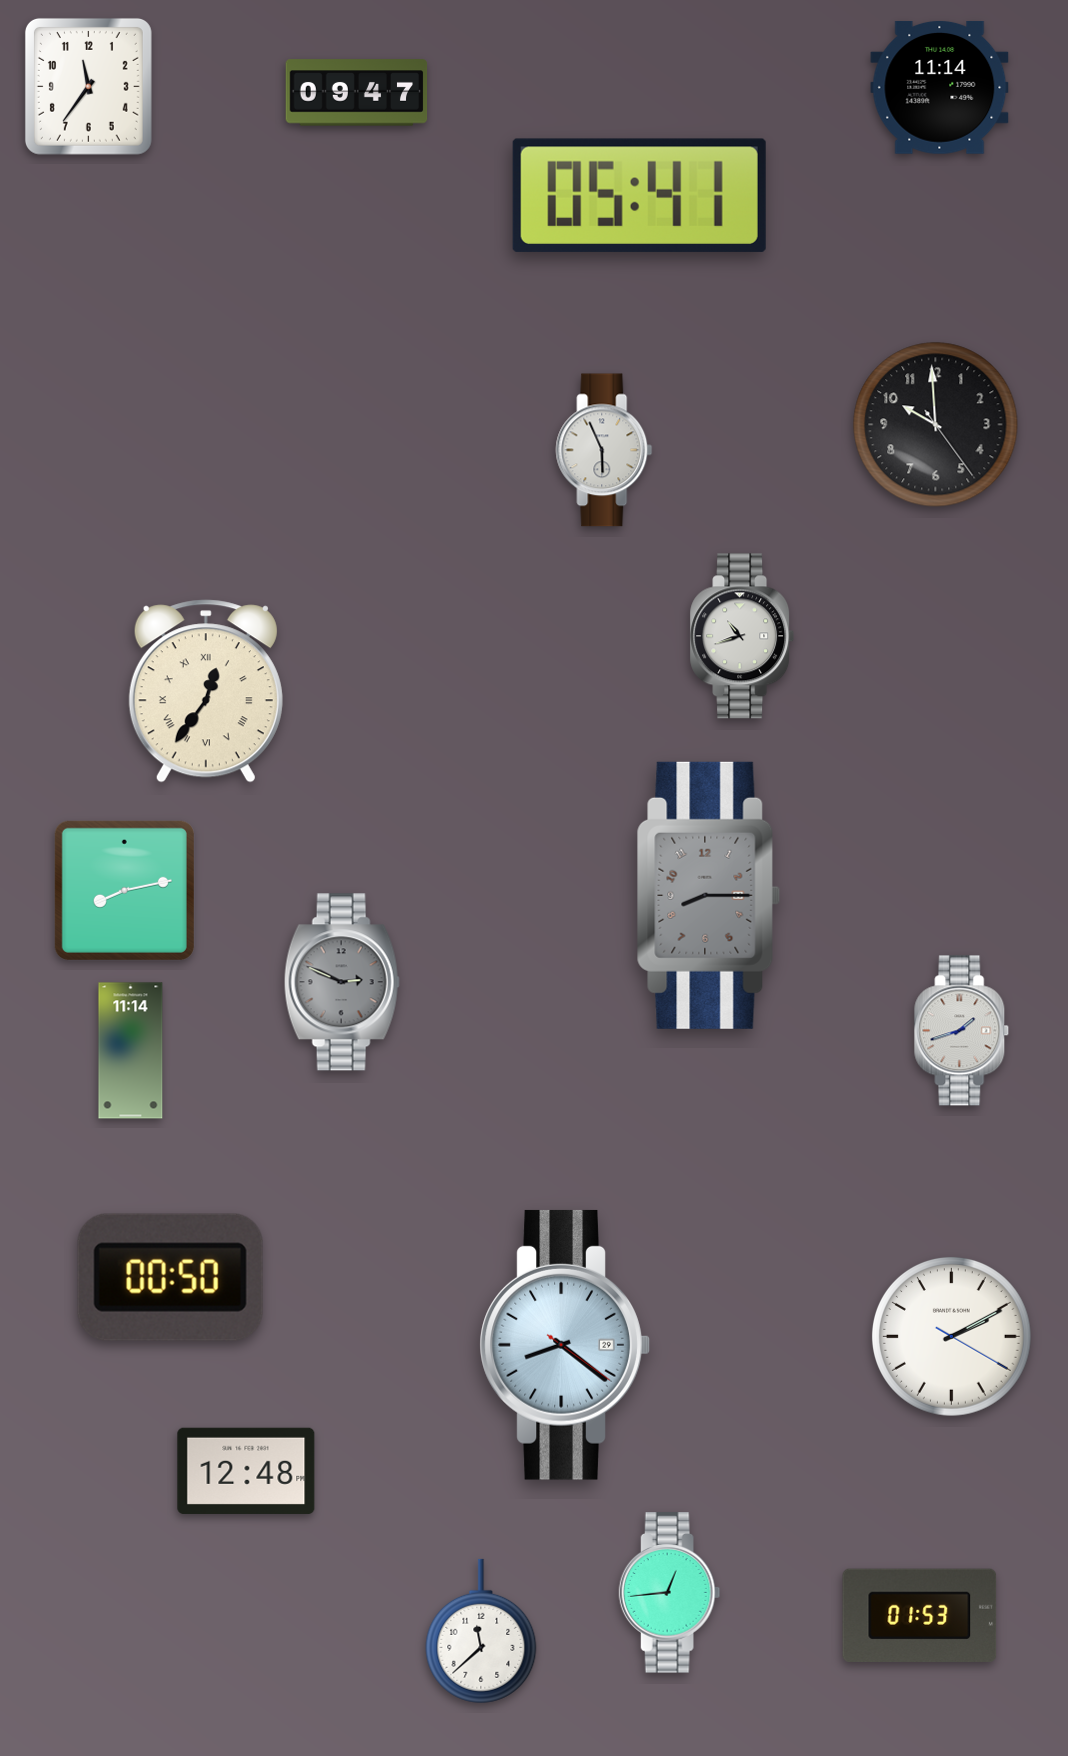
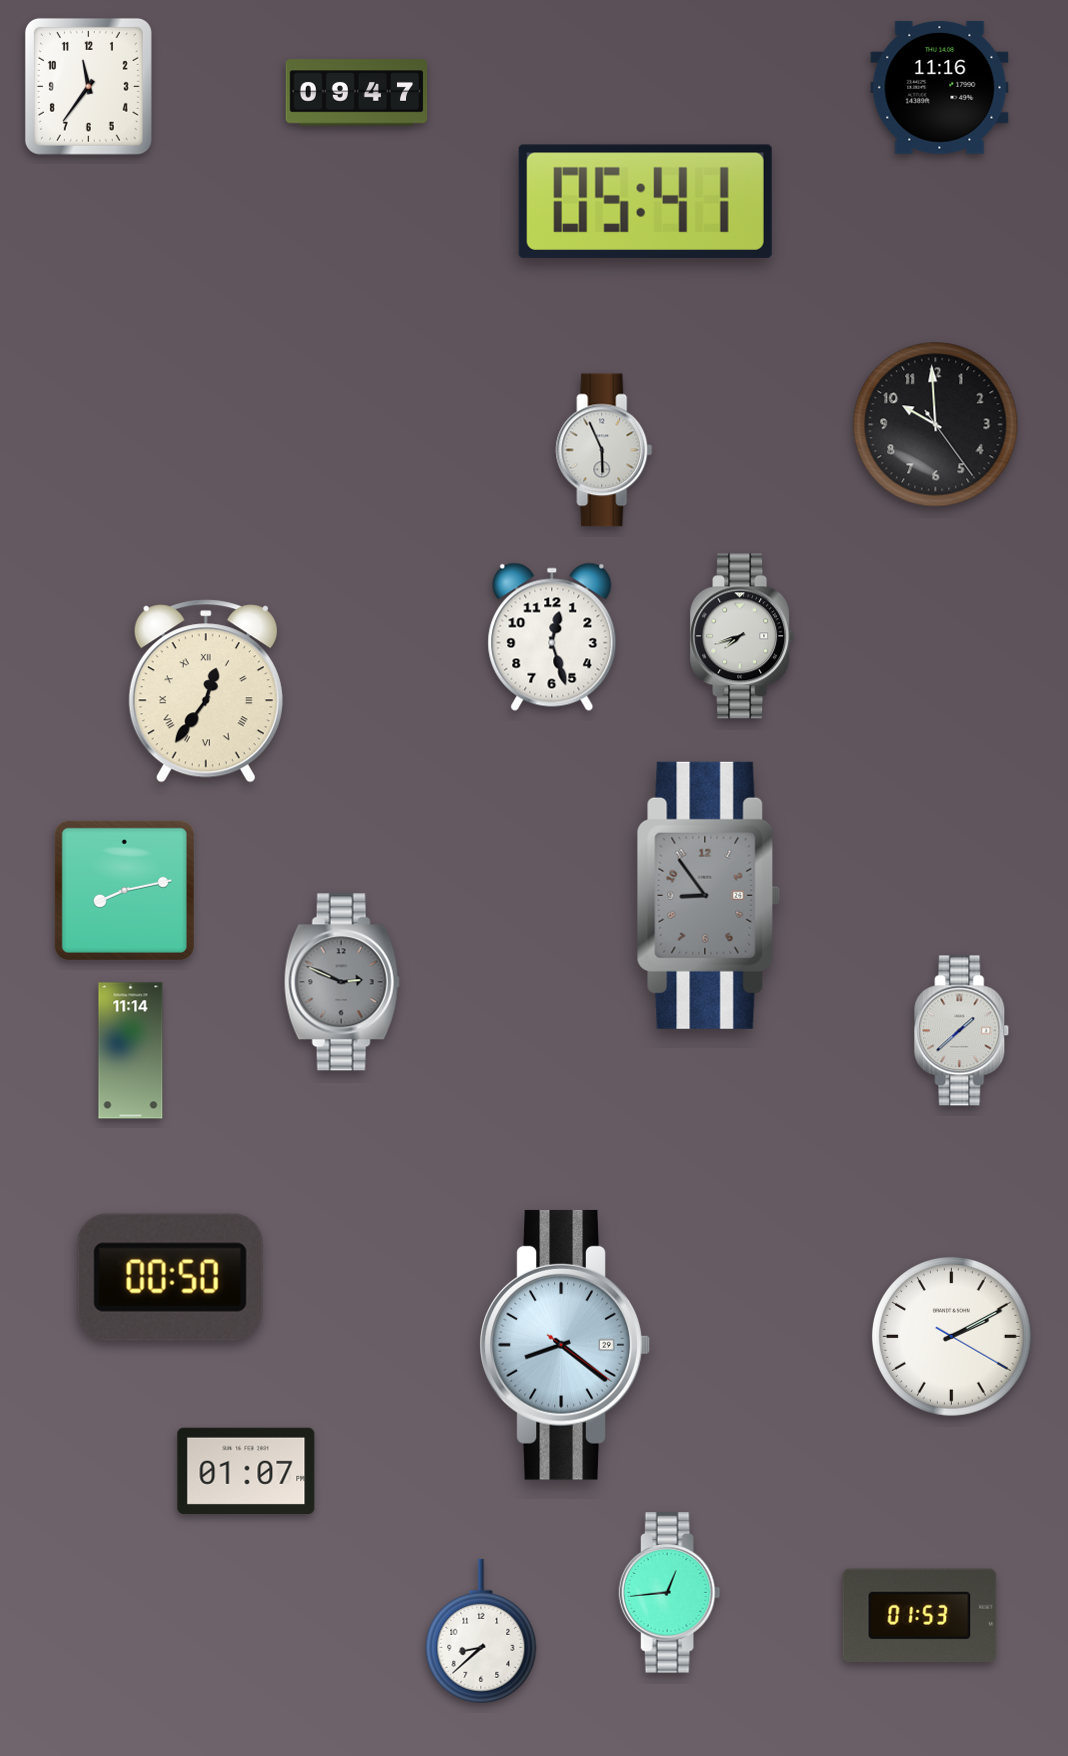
clock at (940, 88): 11:14 -> 11:16
clock at (639, 195) position: (639, 195) -> (645, 201)
clock at (742, 636): 10:42 -> 7:42
clock at (552, 637): none -> 12:27
clock at (709, 895): 8:15 -> 8:54
clock at (962, 1031): 1:42 -> 1:38
clock at (246, 1471): 12:48 -> 01:07
clock at (481, 1631): 11:38 -> 8:38
